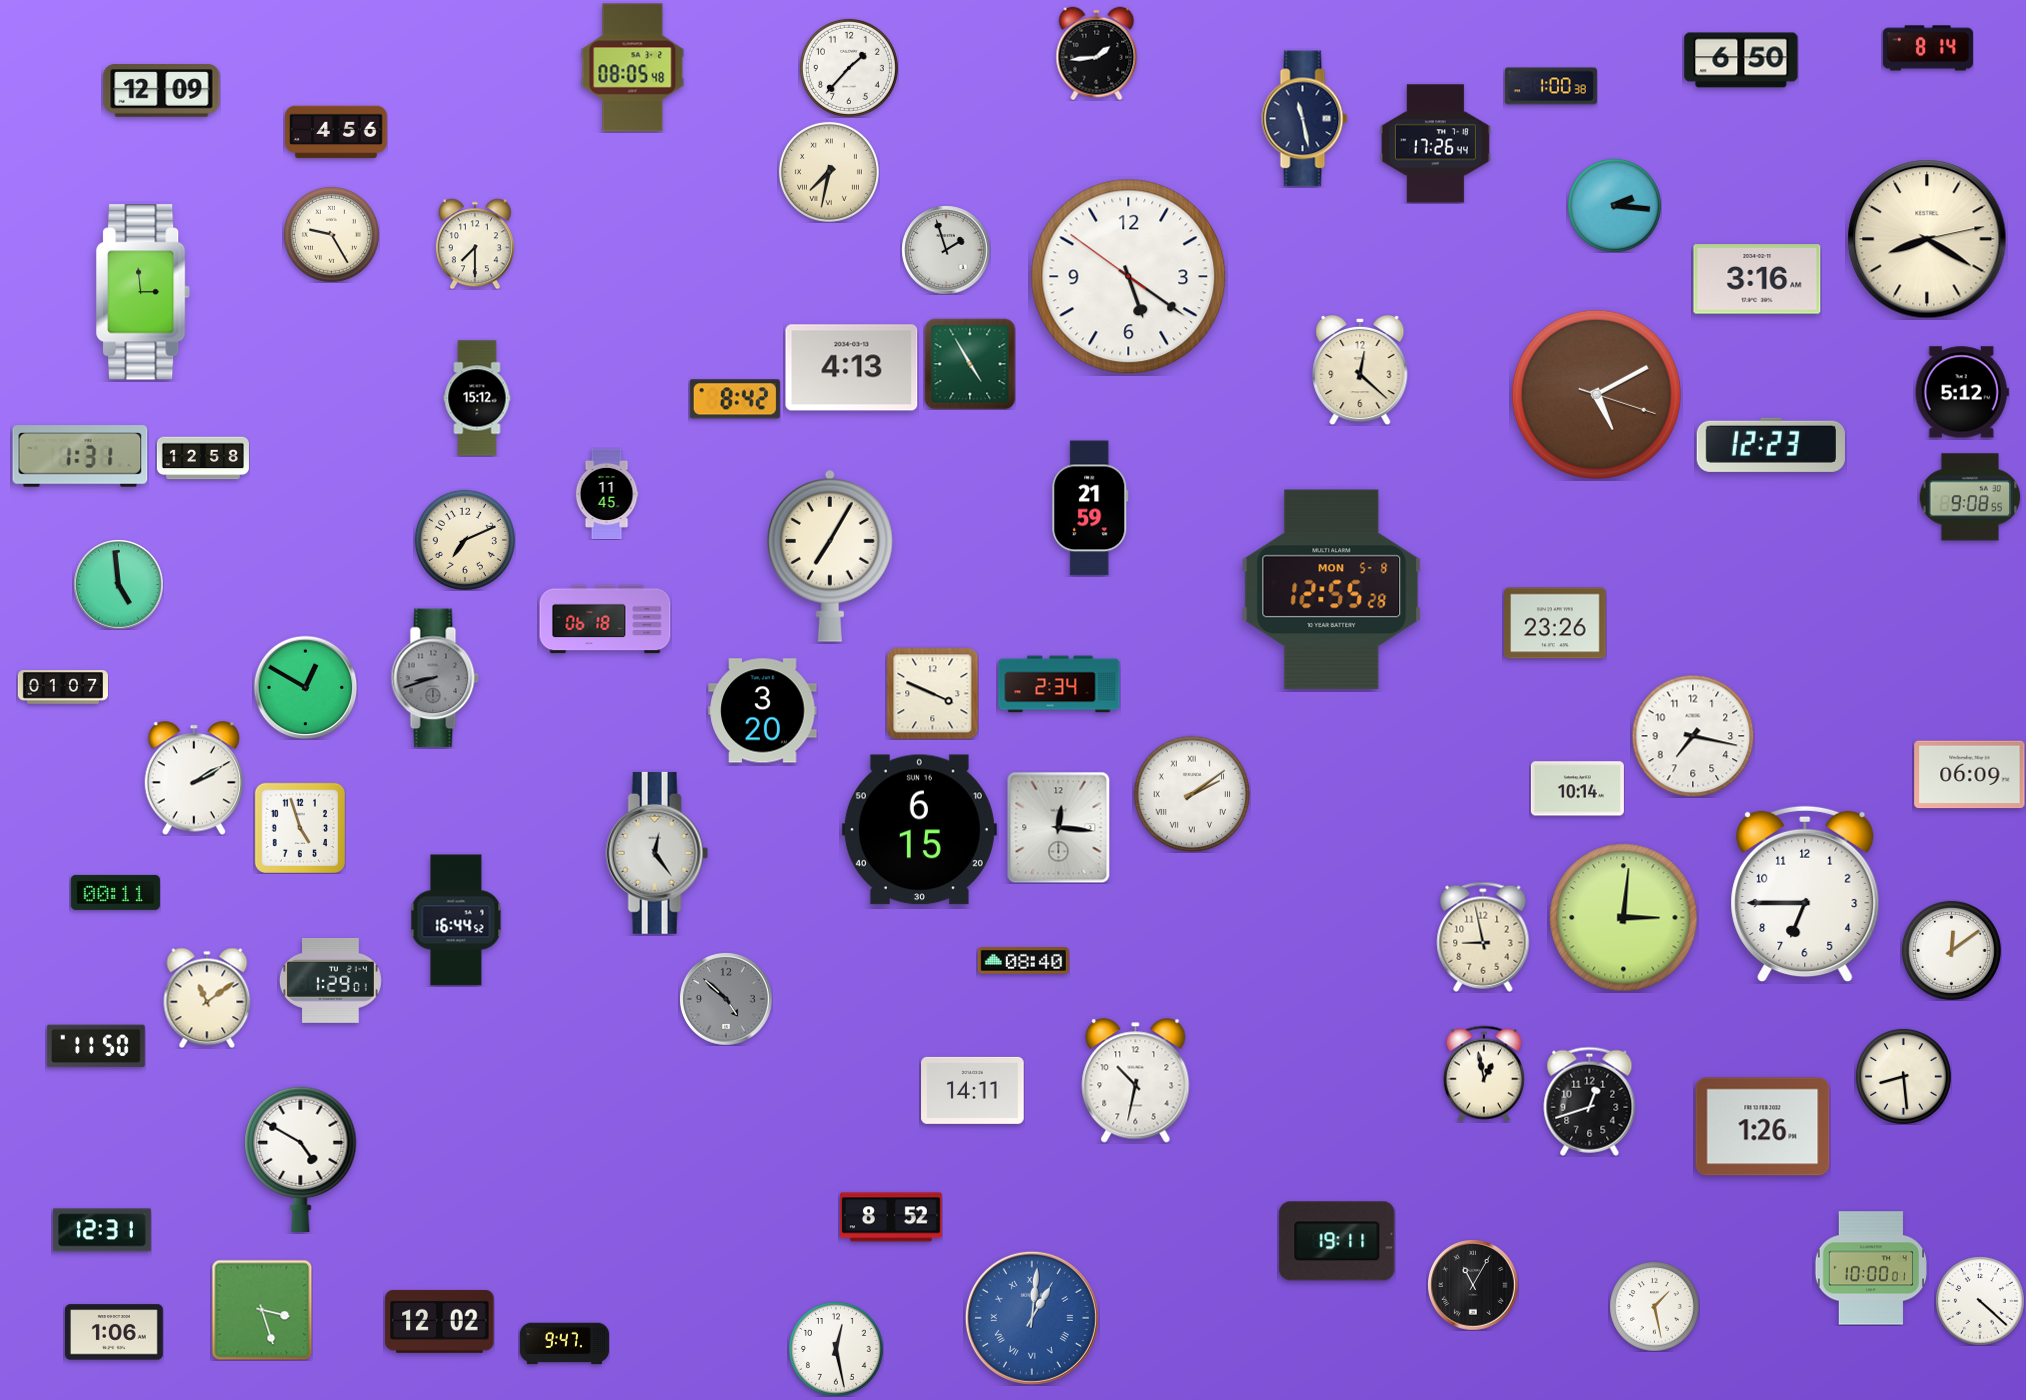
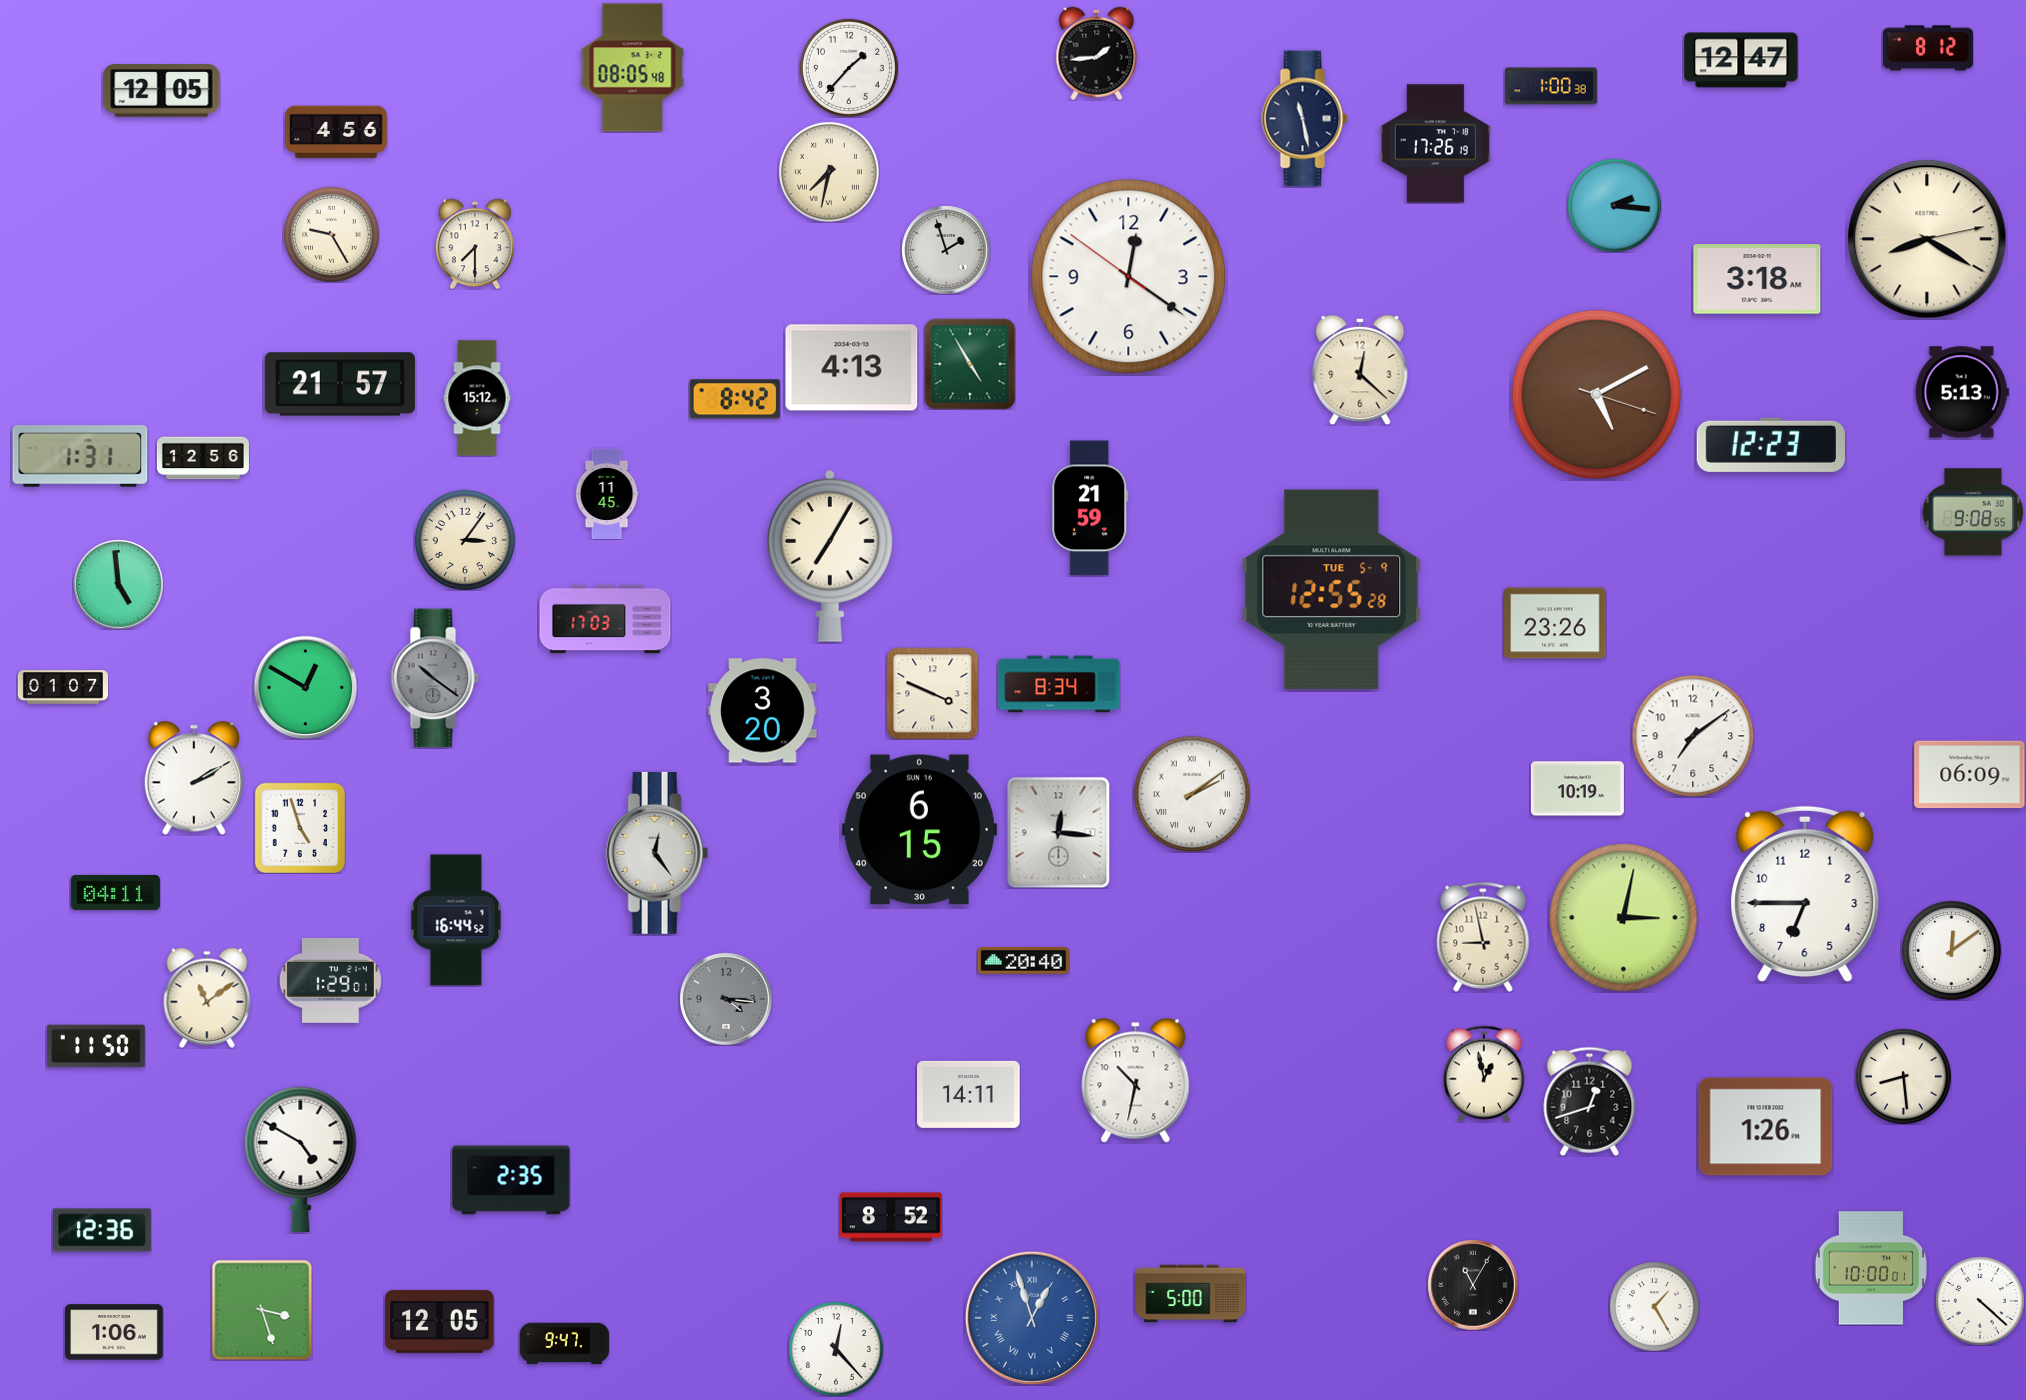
clock at (1928, 48): 8:14 -> 8:12
clock at (1741, 60): 6:50 -> 12:47
clock at (162, 91): 12:09 -> 12:05
clock at (1435, 144): 17:26:44 -> 17:26:19
clock at (1129, 277): 5:20 -> 12:20
clock at (1757, 279): 3:16 -> 3:18
clock at (144, 292): 2:59 -> none
clock at (340, 384): none -> 21:57
clock at (1962, 392): 5:12 -> 5:13
clock at (203, 458): 12:58 -> 12:56
clock at (1970, 497) position: (1970, 497) -> (1973, 512)
clock at (465, 540): 7:11 -> 3:06
clock at (1332, 590) date: MON 5-8 -> TUE 5-9
clock at (605, 619): 06:18 -> 17:03
clock at (435, 678): 8:42 -> 10:21
clock at (1059, 684): 2:34 -> 8:34
clock at (1693, 736): 7:17 -> 7:09
clock at (1577, 789): 10:14 -> 10:19
clock at (1059, 827) position: (1059, 827) -> (1059, 832)
clock at (115, 892): 00:11 -> 04:11
clock at (1624, 918): 3:01 -> 3:02
clock at (1023, 961): 08:40 -> 20:40
clock at (726, 999): 4:52 -> 4:16
clock at (973, 1090) position: (973, 1090) -> (969, 1094)
clock at (1763, 1127) position: (1763, 1127) -> (1766, 1127)
clock at (511, 1180): none -> 2:35
clock at (102, 1230): 12:31 -> 12:36
clock at (1337, 1241): 19:11 -> none
clock at (1191, 1294): none -> 5:00
clock at (1654, 1306): 1:28 -> 1:25
clock at (1032, 1318): 1:01 -> 12:57
clock at (440, 1321): 12:02 -> 12:05
clock at (836, 1349): 12:28 -> 12:23
